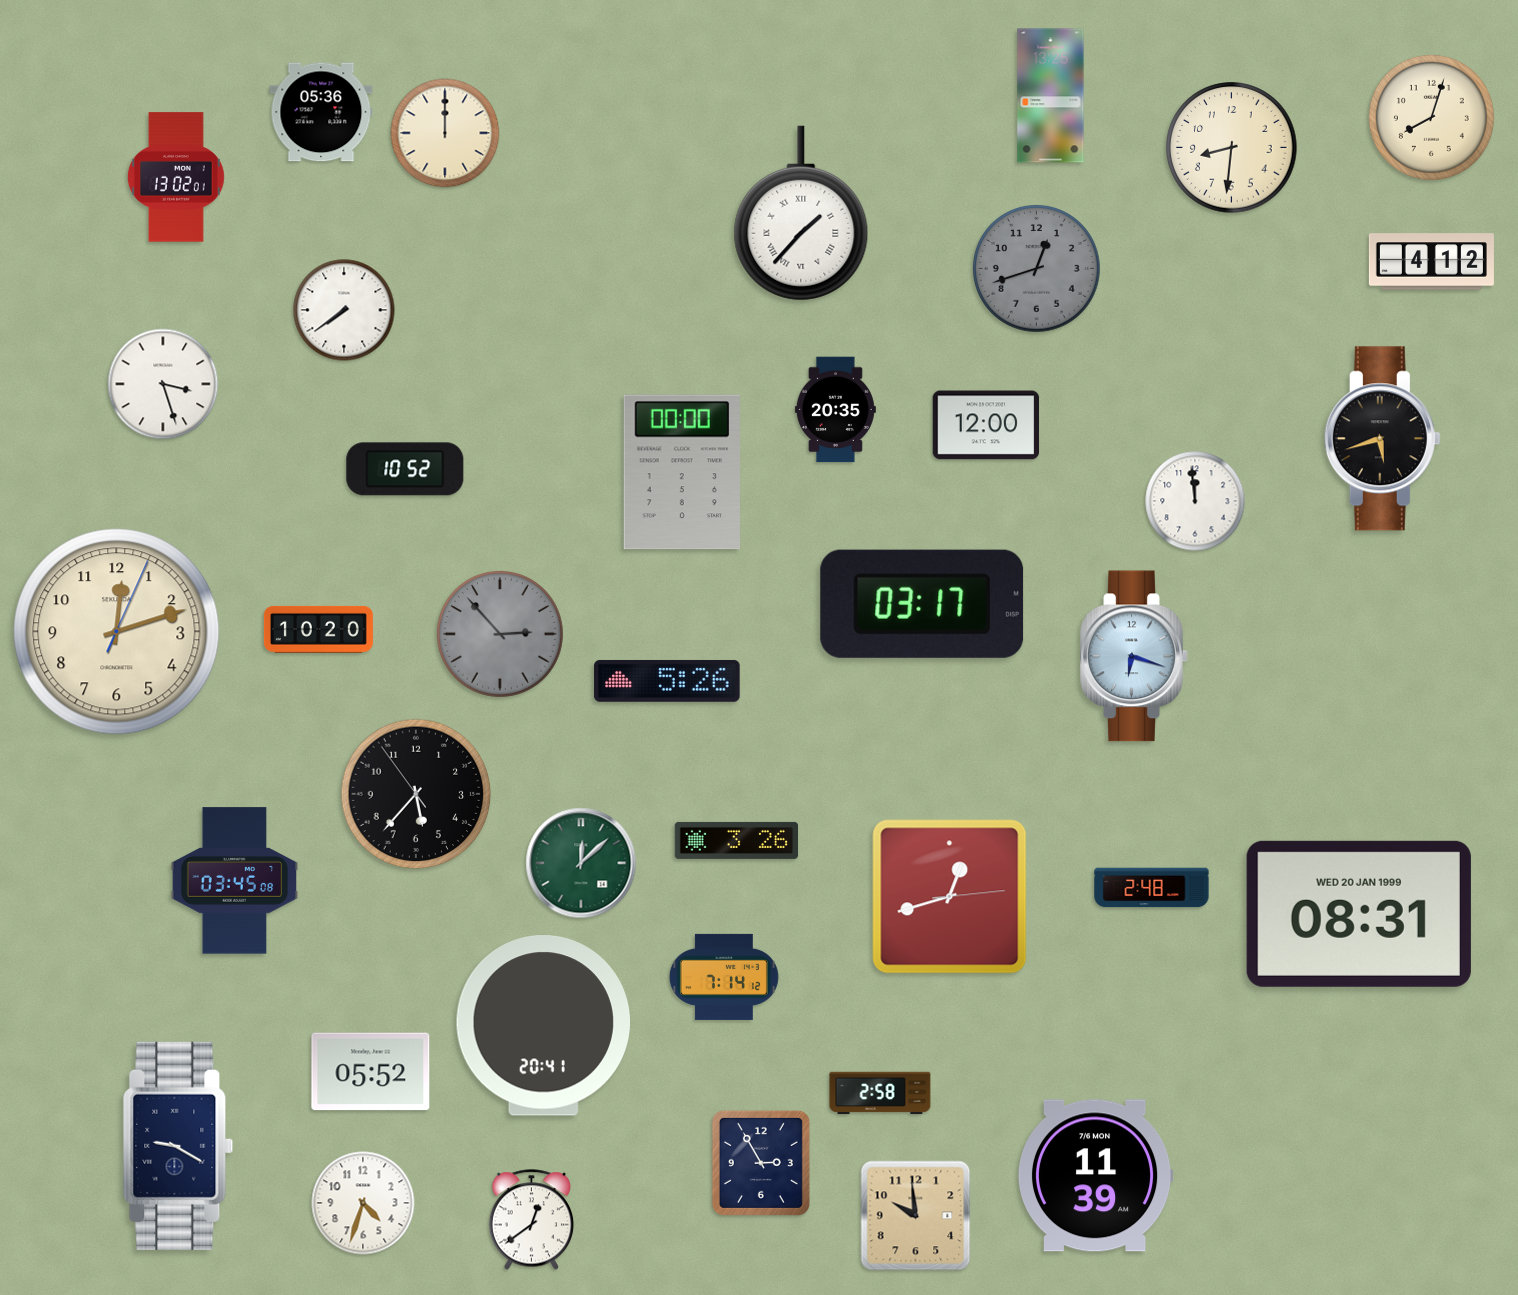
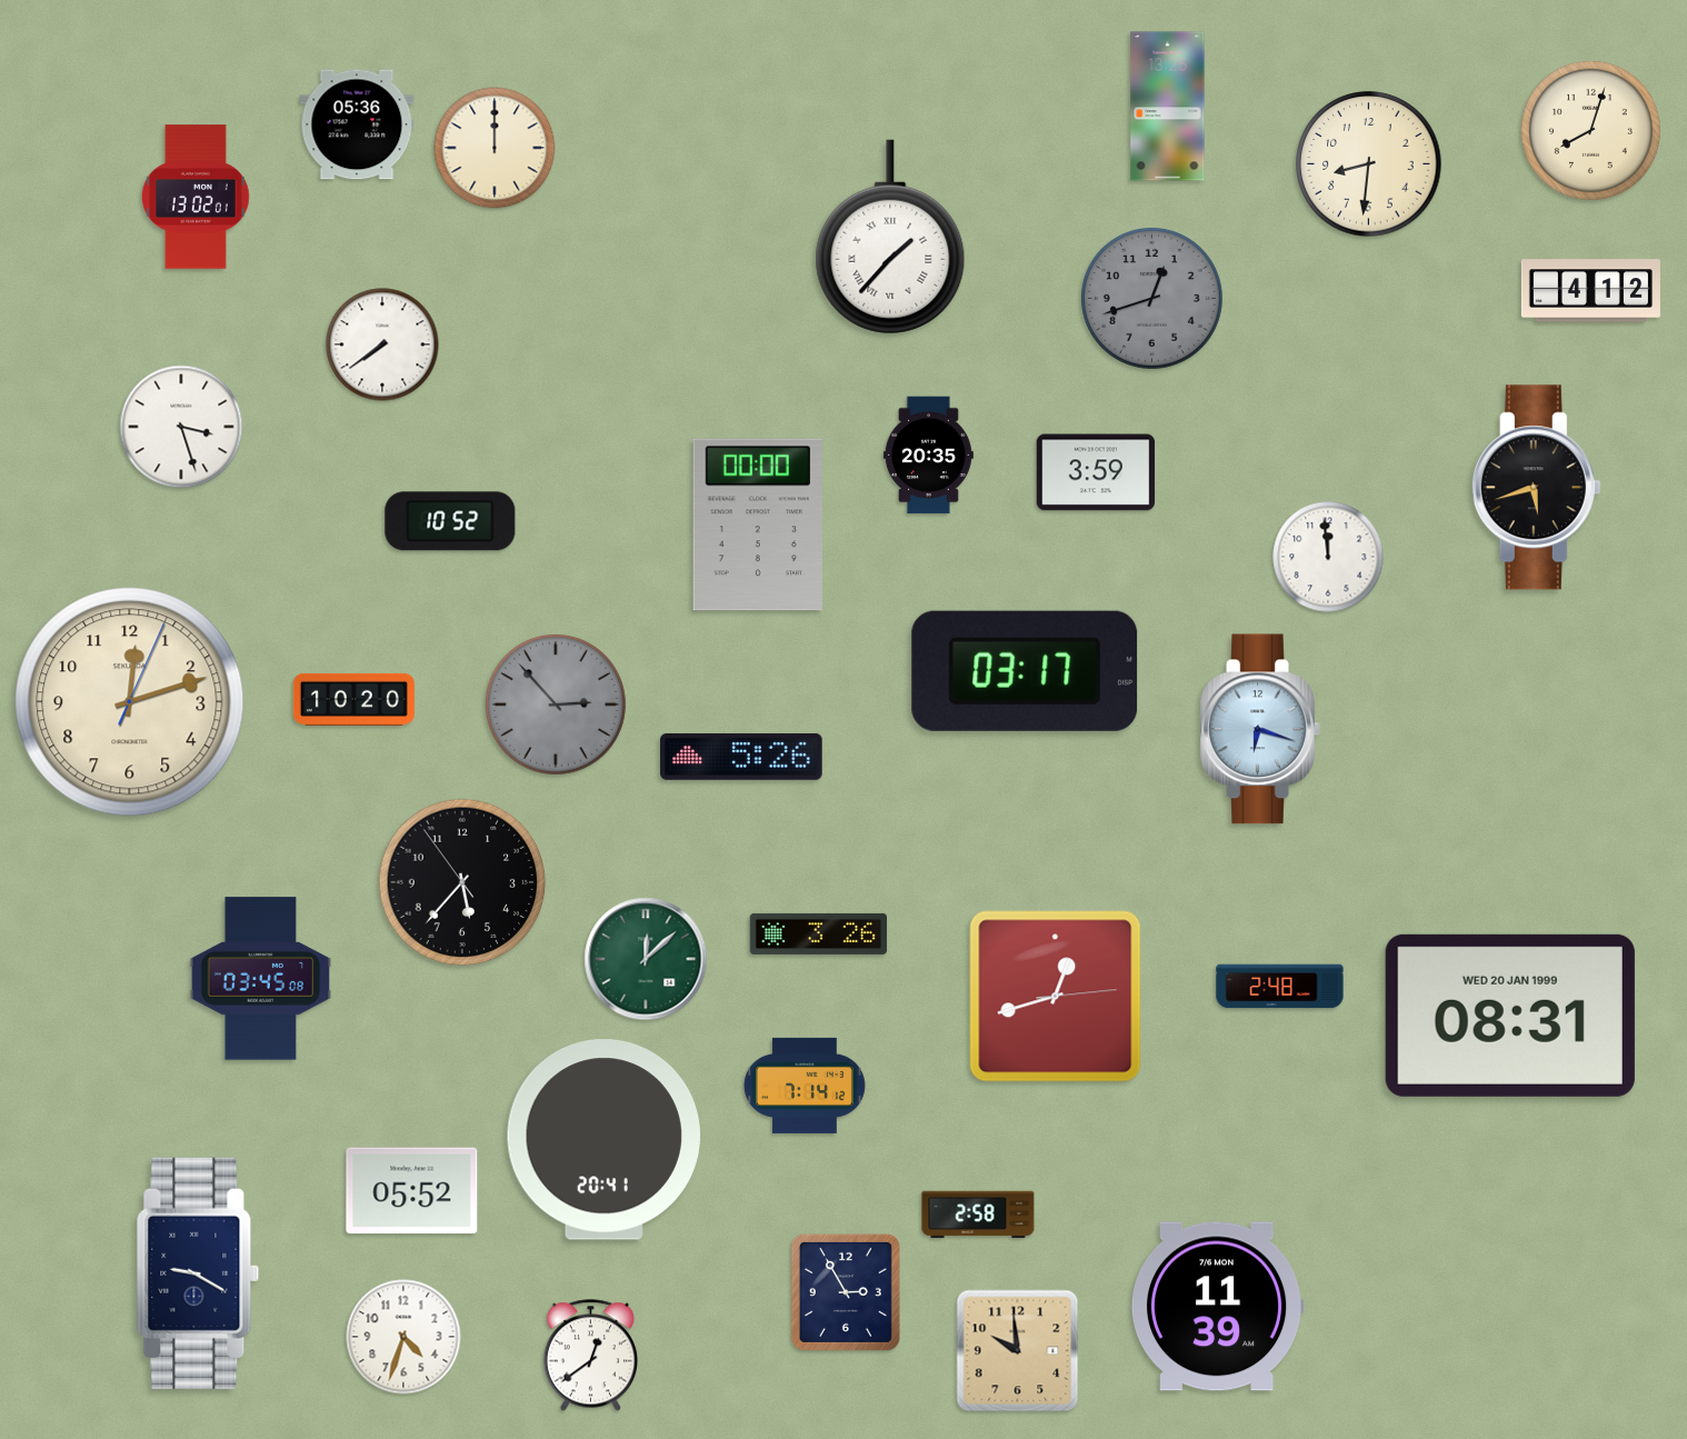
clock at (986, 425): 12:00 -> 3:59
